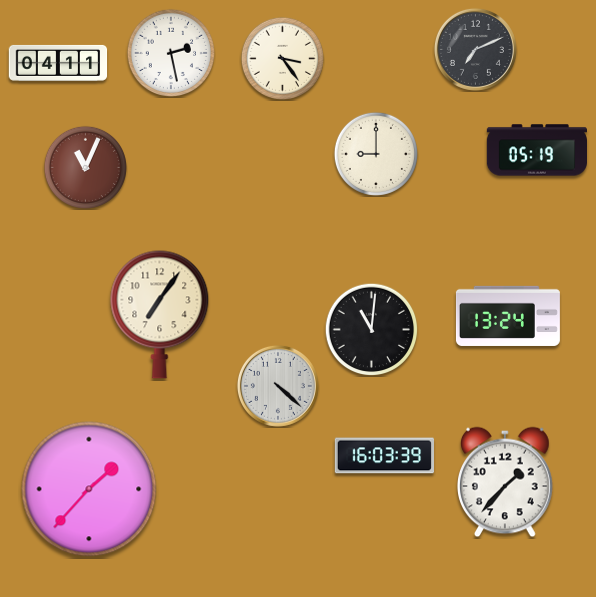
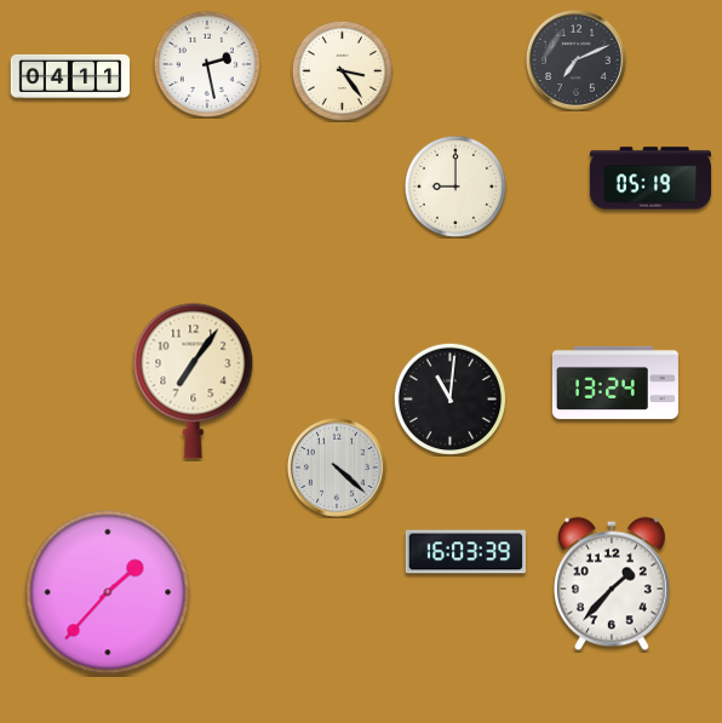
clock at (536, 150) position: (536, 150) -> (649, 178)
clock at (85, 167): 11:04 -> none
